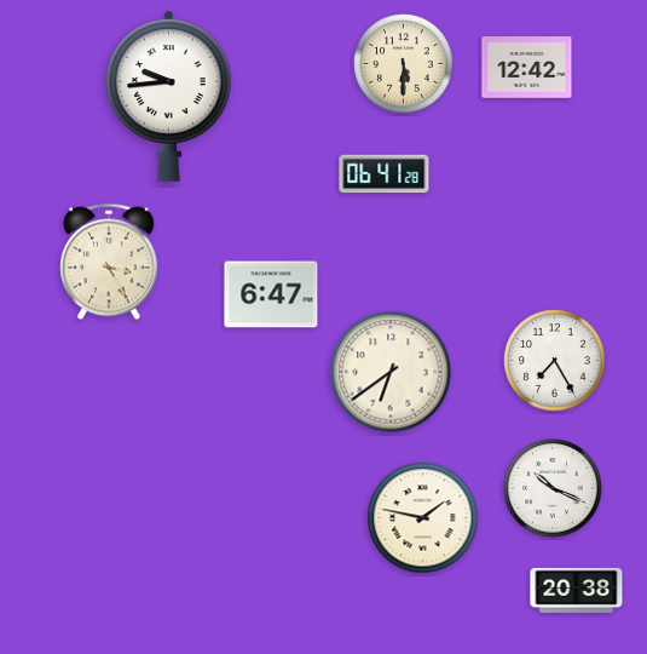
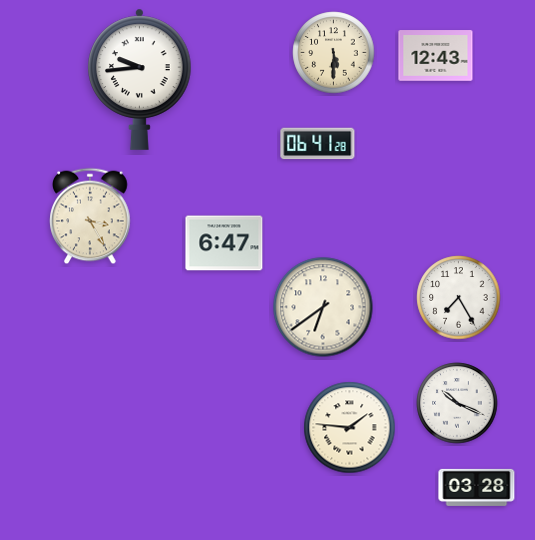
clock at (527, 68): 12:42 -> 12:43
clock at (423, 518): 1:47 -> 1:46
clock at (577, 590): 20:38 -> 03:28
